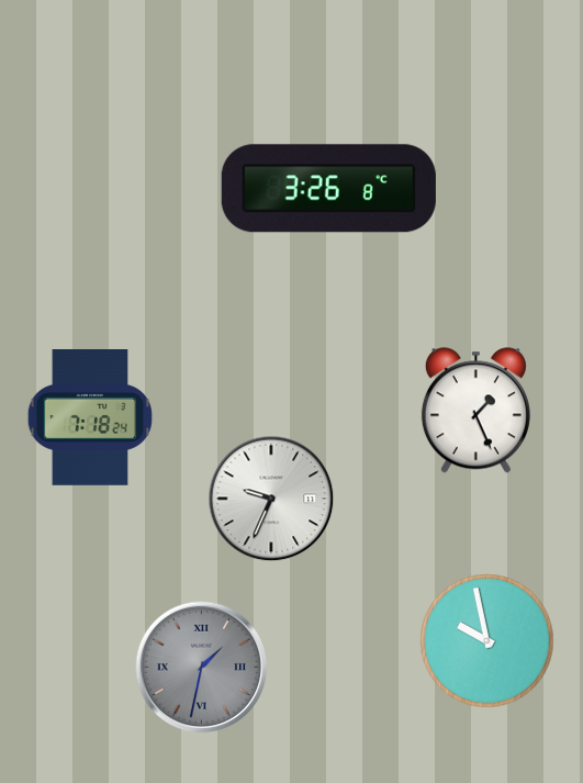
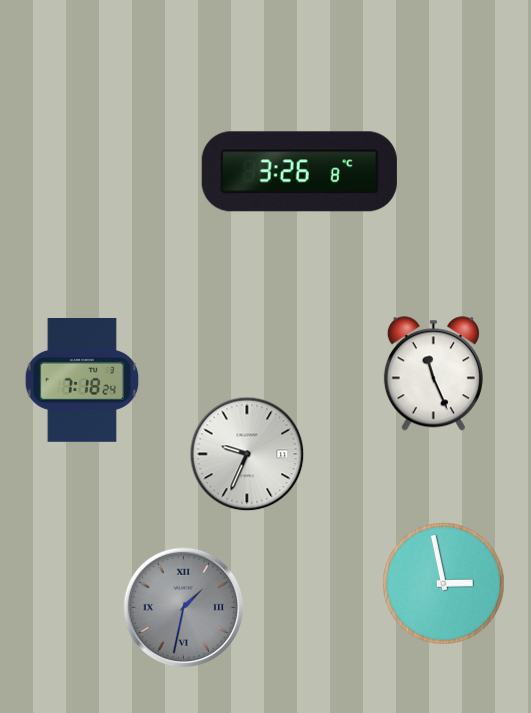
clock at (475, 411): 1:26 -> 11:26
clock at (487, 641): 9:58 -> 2:58
